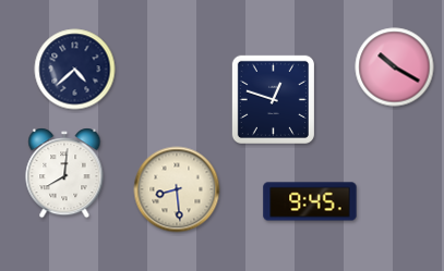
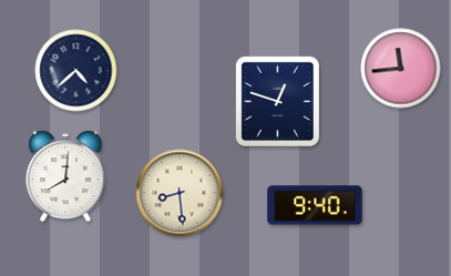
clock at (395, 67): 10:20 -> 11:44
clock at (310, 201): 9:45 -> 9:40
